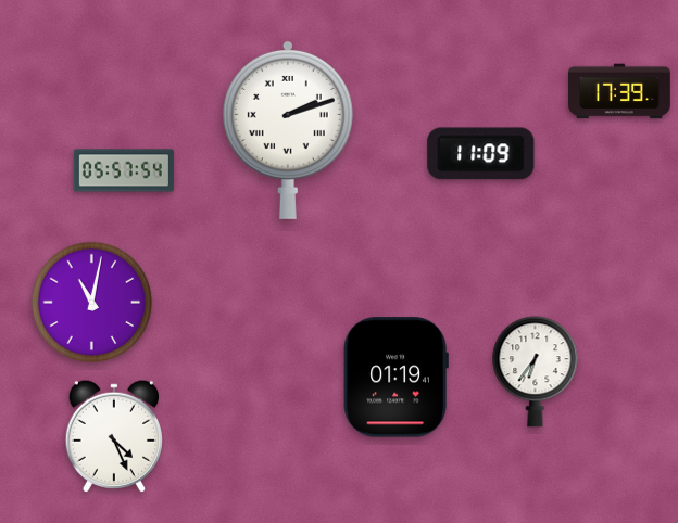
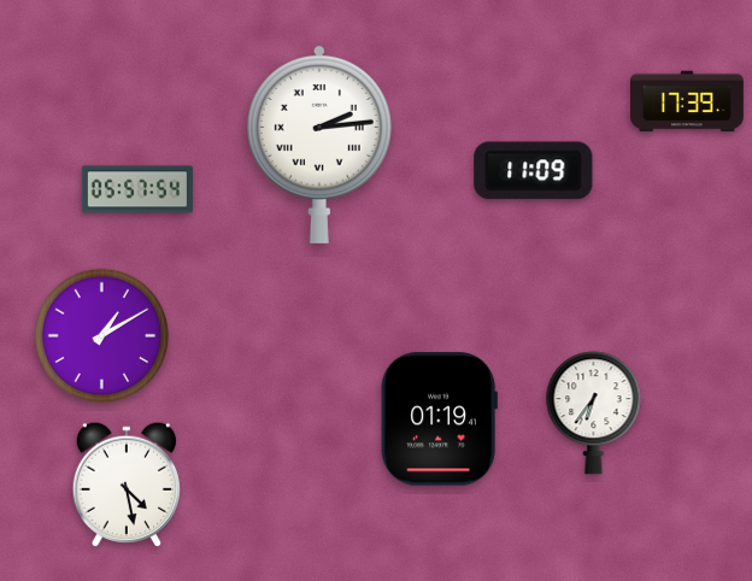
clock at (288, 129): 2:12 -> 2:14
clock at (92, 303): 11:02 -> 1:10
clock at (114, 436): 4:26 -> 4:28
